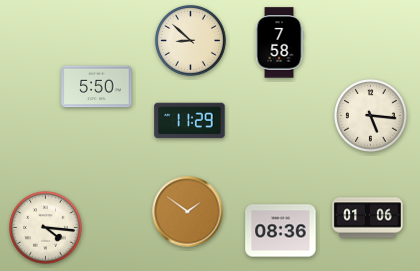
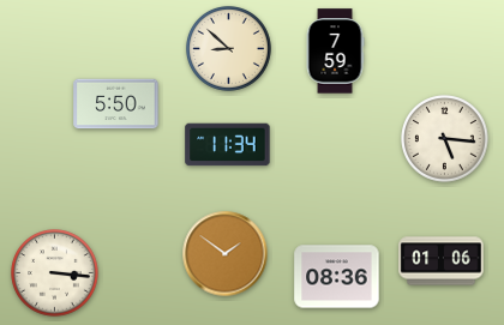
clock at (279, 43): 7:58 -> 7:59
clock at (190, 121): 11:29 -> 11:34
clock at (46, 228): 4:16 -> 3:16
